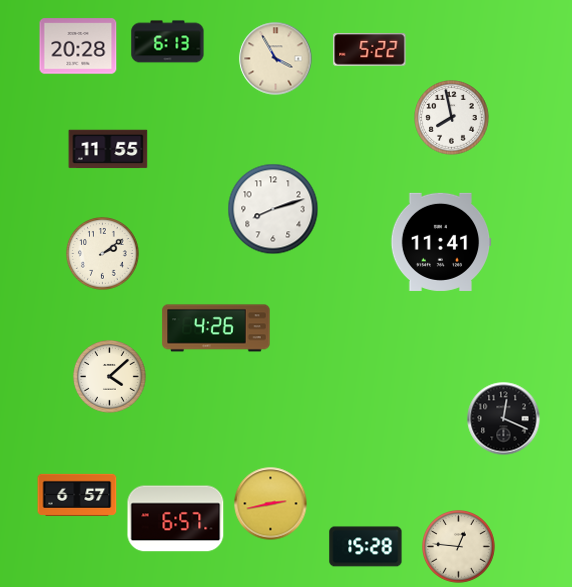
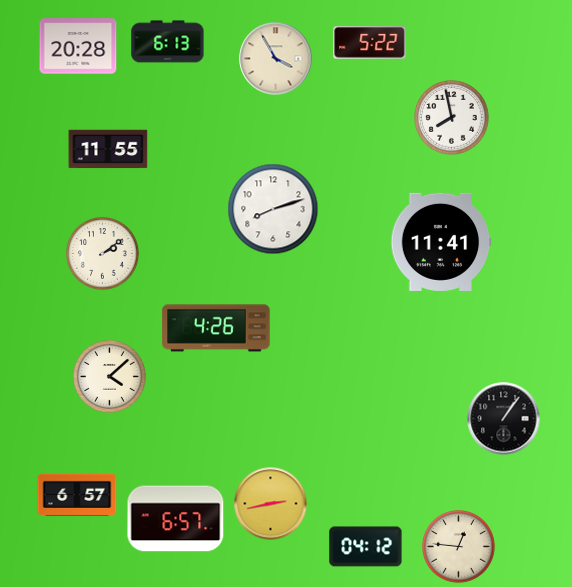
clock at (370, 50) position: (370, 50) -> (370, 43)
clock at (504, 419): 12:19 -> 1:06
clock at (366, 547): 15:28 -> 04:12
